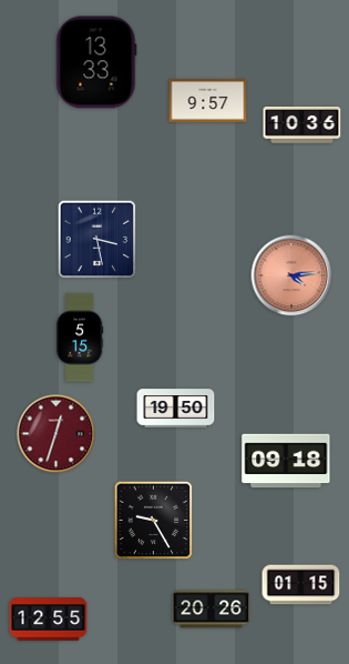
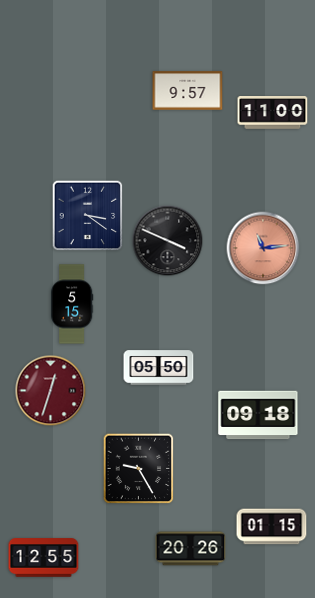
clock at (96, 62): 13:33 -> none
clock at (302, 125): 10:36 -> 11:00
clock at (97, 240): 3:28 -> 3:21
clock at (168, 241): none -> 3:49
clock at (291, 275): 4:14 -> 11:14
clock at (176, 409): 19:50 -> 05:50
